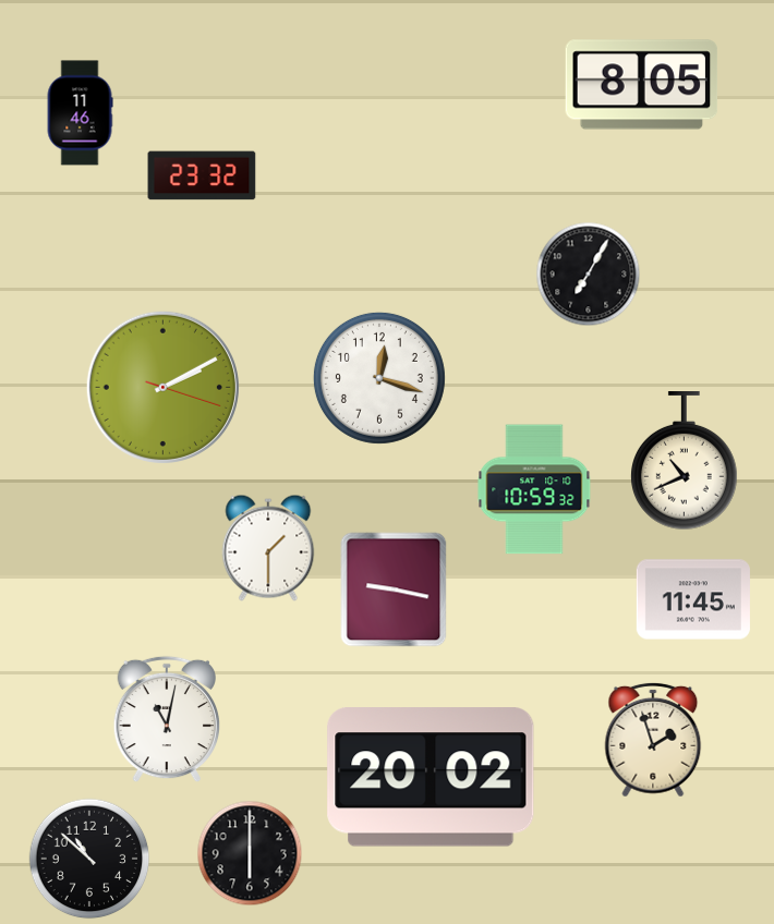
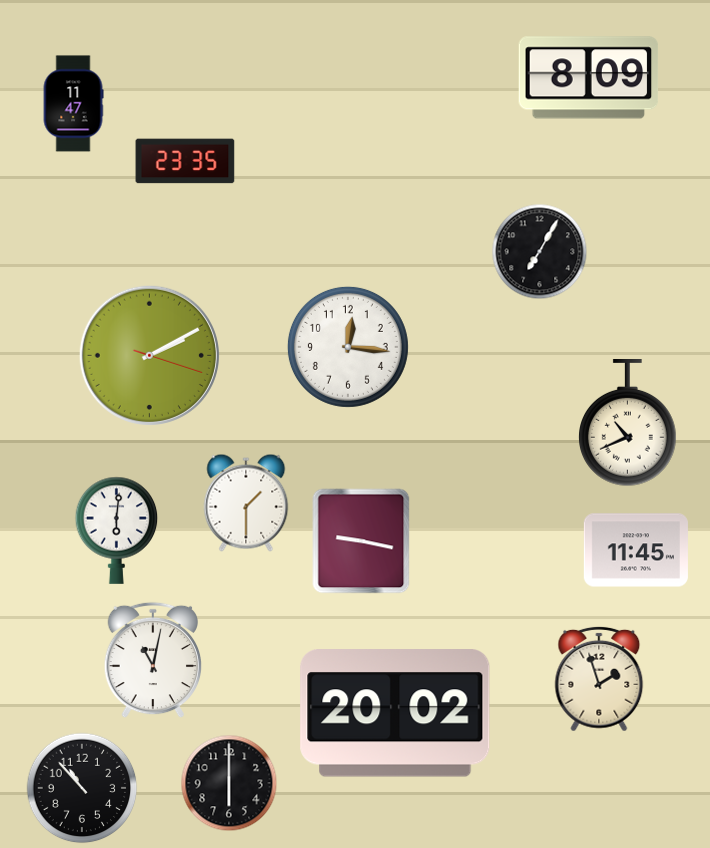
clock at (642, 85): 8:05 -> 8:09
clock at (80, 113): 11:46 -> 11:47
clock at (202, 175): 23:32 -> 23:35
clock at (379, 378): 12:18 -> 12:16
clock at (534, 489): 10:59 -> none
clock at (117, 530): none -> 6:01
clock at (89, 859): 10:52 -> 10:53
